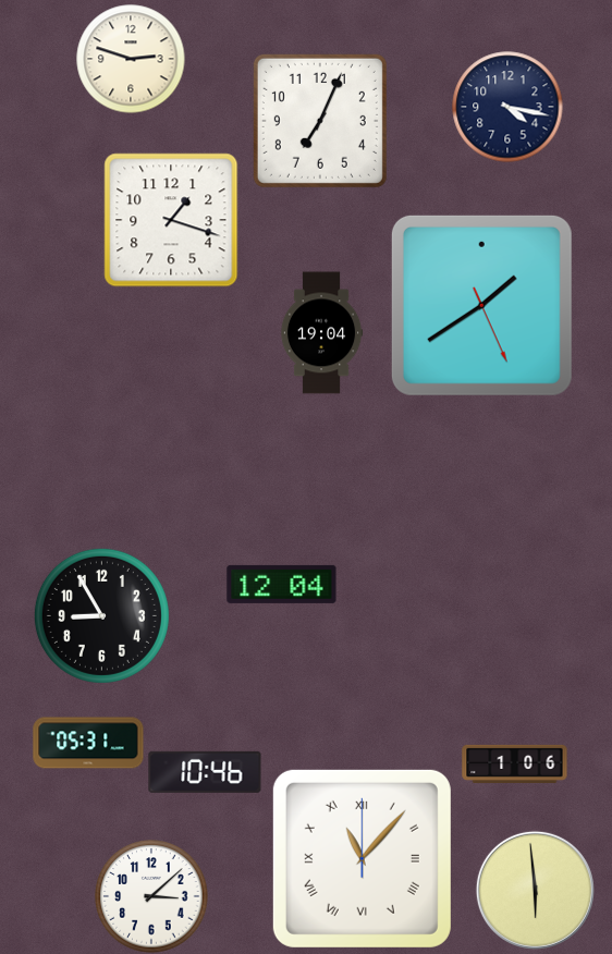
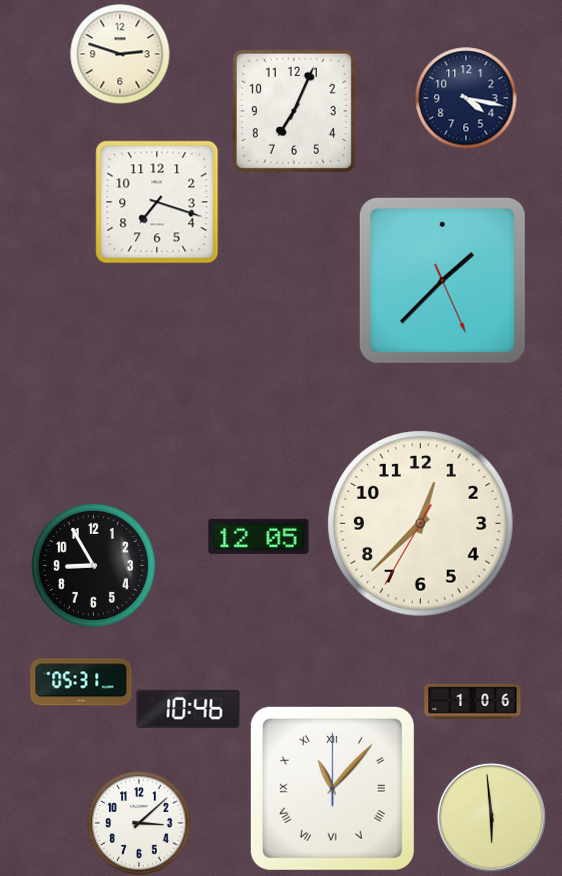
clock at (171, 220): 1:18 -> 7:18
clock at (481, 305): 1:39 -> 1:37
clock at (321, 333): 19:04 -> none
clock at (421, 524): none -> 12:37
clock at (282, 584): 12:04 -> 12:05
